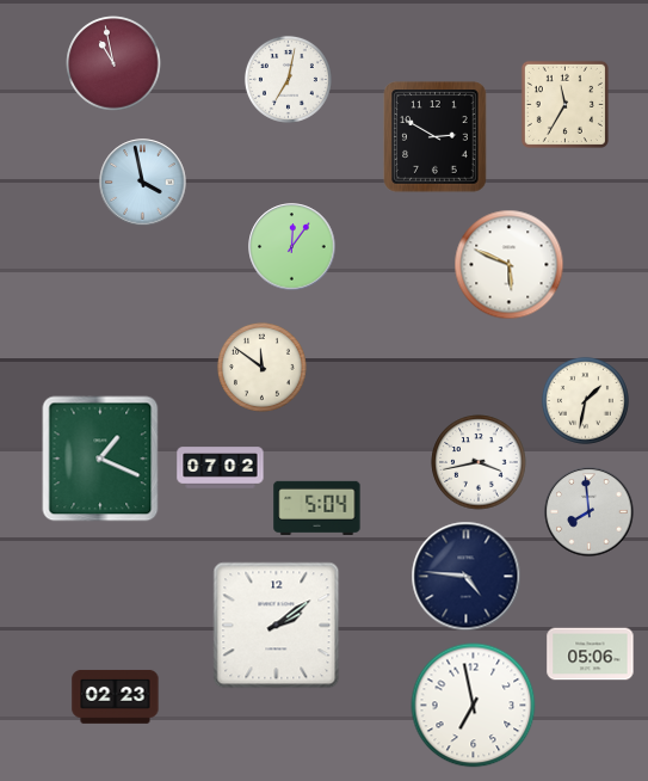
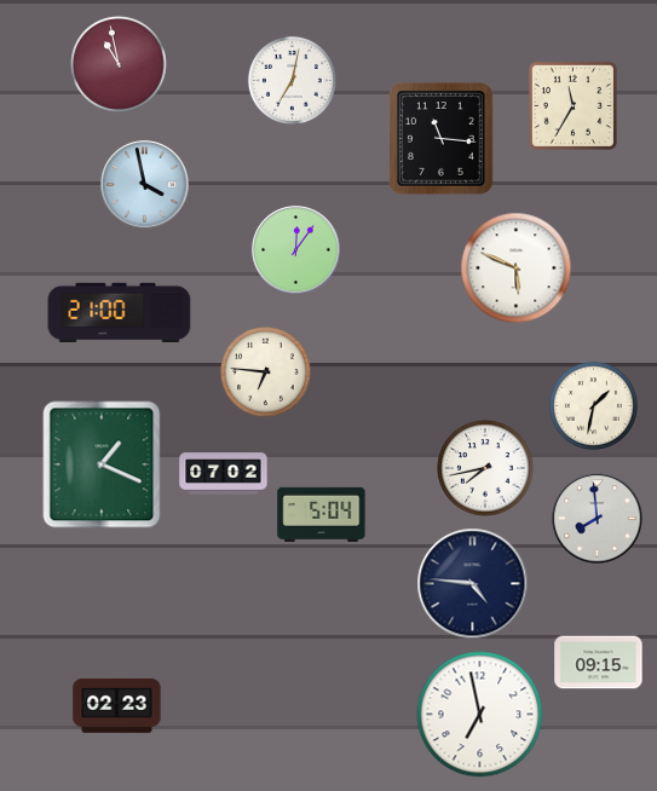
clock at (113, 63) position: (113, 63) -> (119, 64)
clock at (436, 137): 2:50 -> 11:16
clock at (120, 312): none -> 21:00
clock at (261, 367): 11:51 -> 6:46
clock at (479, 462): 3:43 -> 7:43
clock at (277, 626): 2:09 -> none
clock at (591, 654): 05:06 -> 09:15
